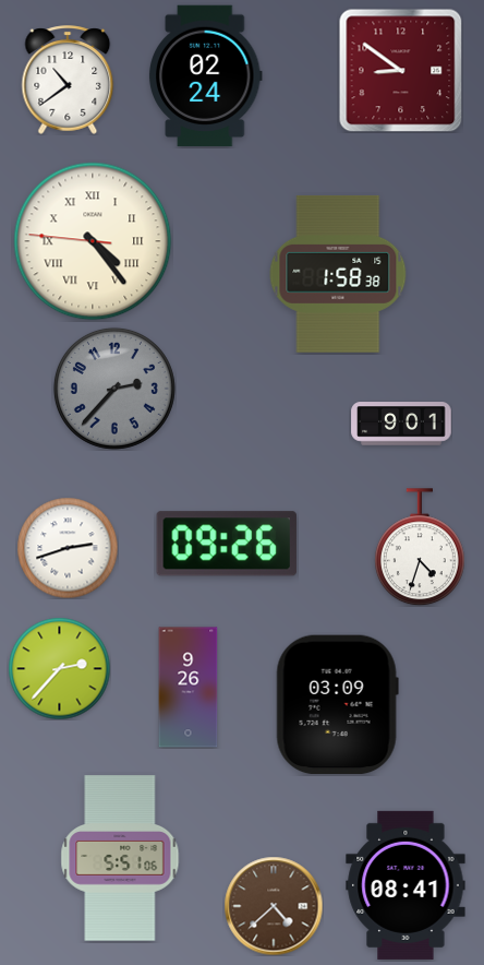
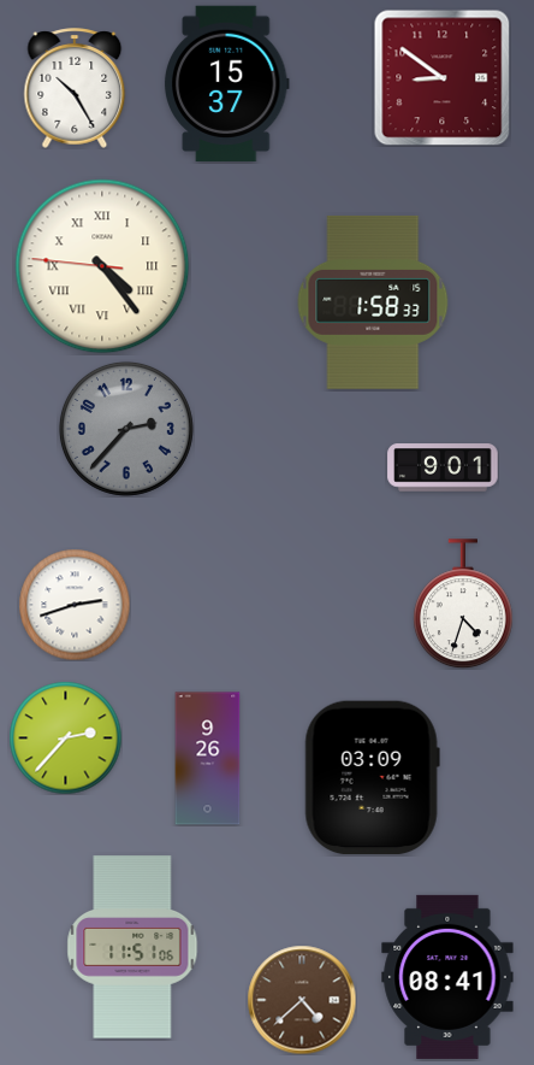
clock at (205, 76): 02:24 -> 15:37
clock at (68, 80): 10:39 -> 10:25
clock at (338, 274): 1:58:38 -> 1:58:33
clock at (227, 544): 09:26 -> none
clock at (120, 858): 5:51 -> 11:51
